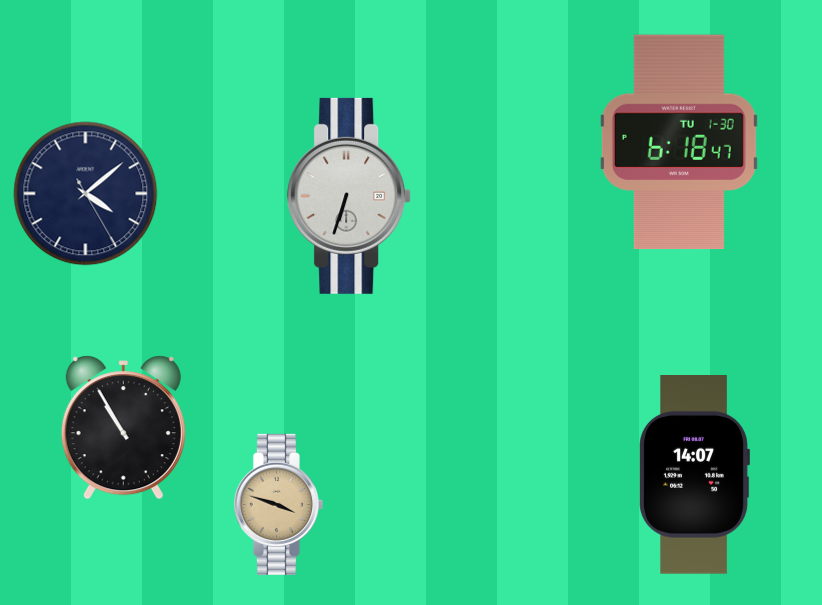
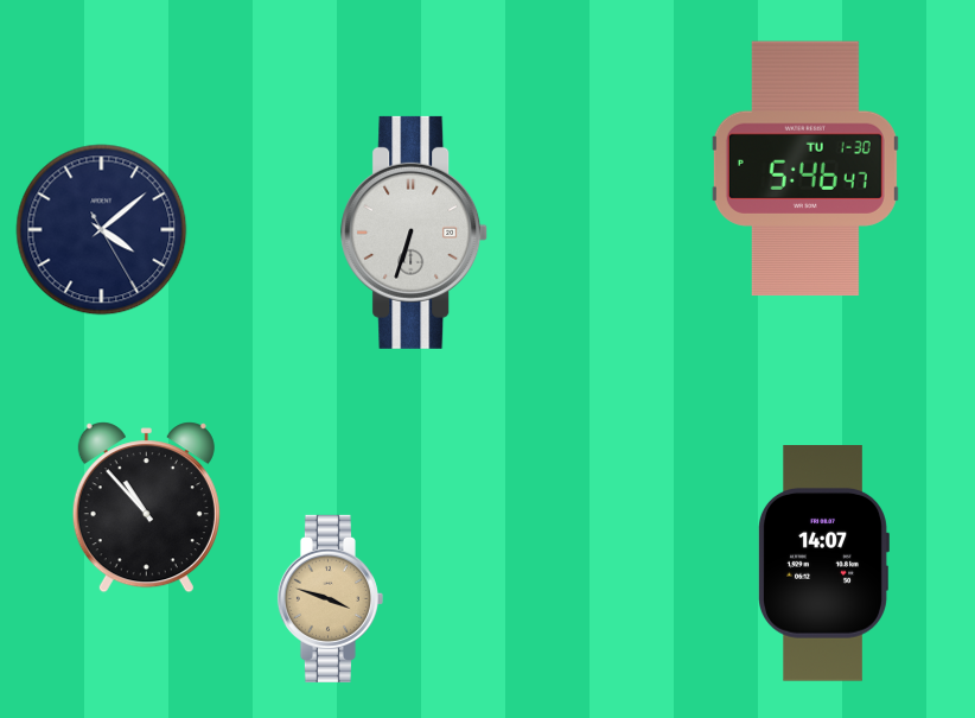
clock at (679, 142): 6:18 -> 5:46
clock at (123, 428): 10:55 -> 10:53
